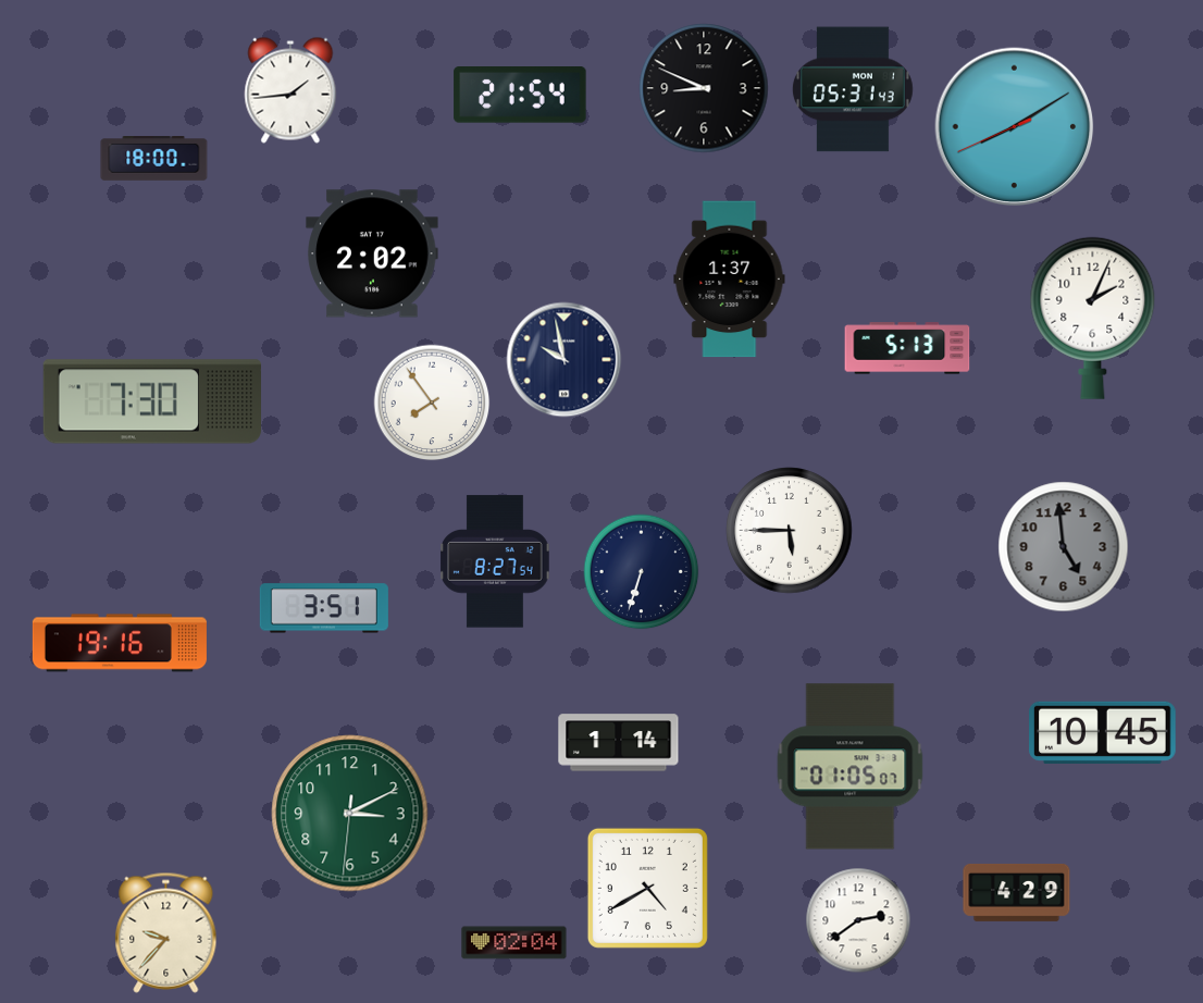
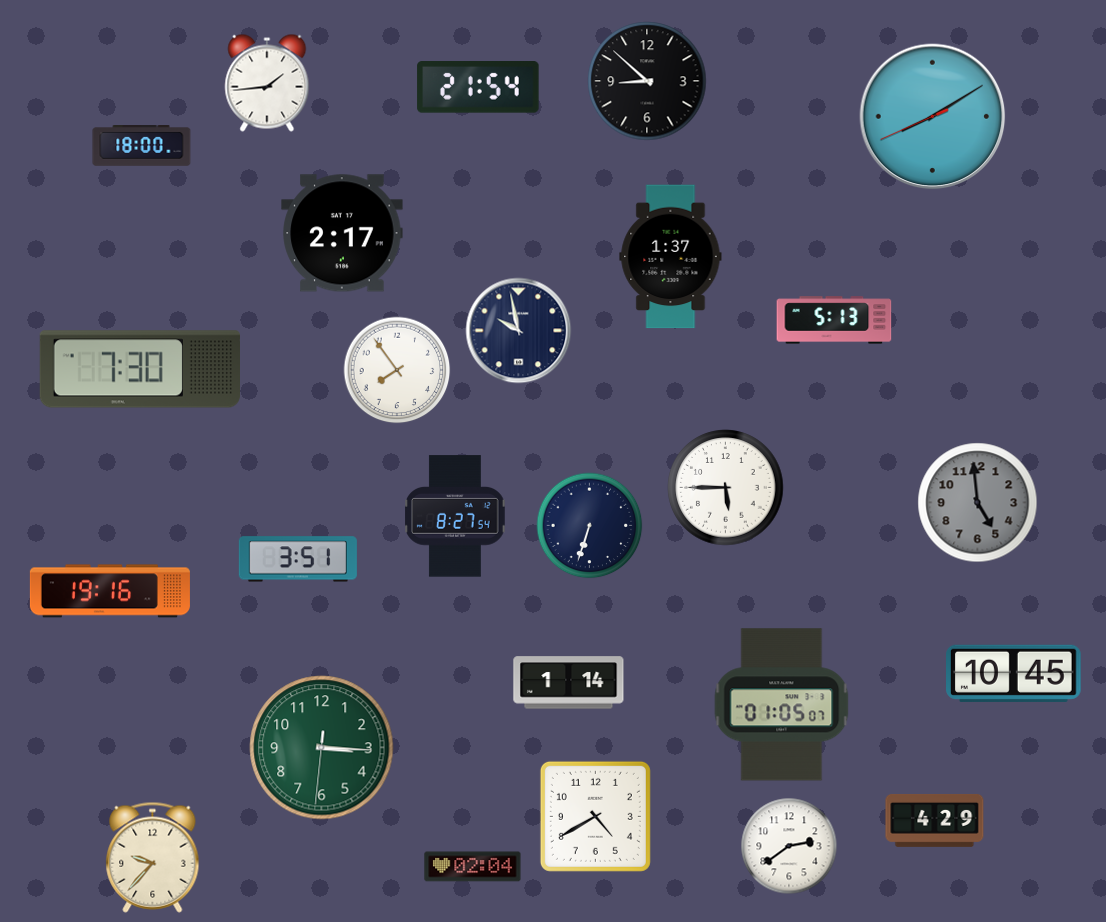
clock at (704, 88): 8:49 -> 8:52
clock at (853, 89): 05:31 -> none
clock at (372, 253): 2:02 -> 2:17
clock at (1093, 318): 2:04 -> none
clock at (350, 814): 3:10 -> 3:15
